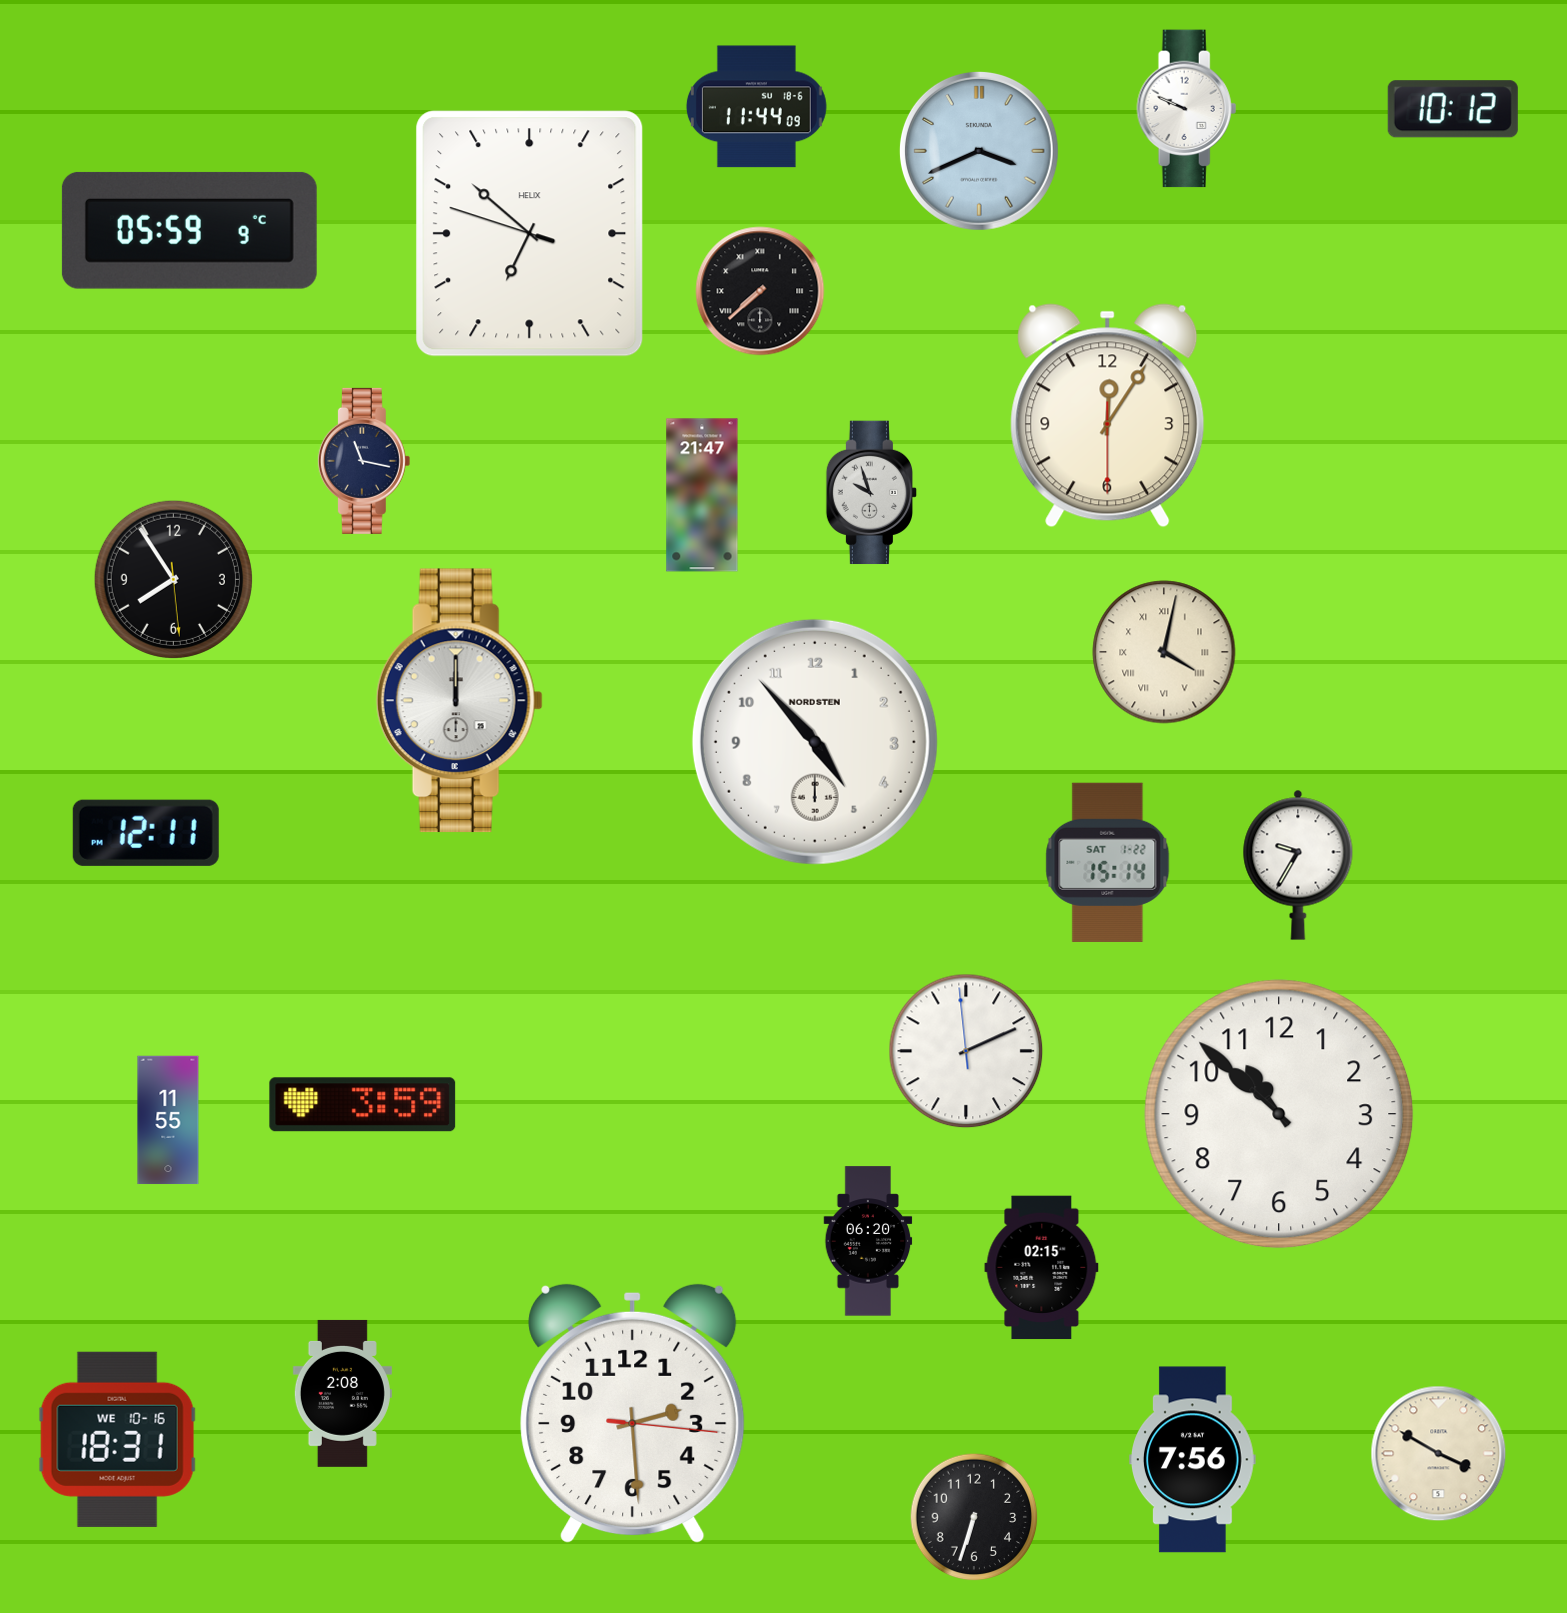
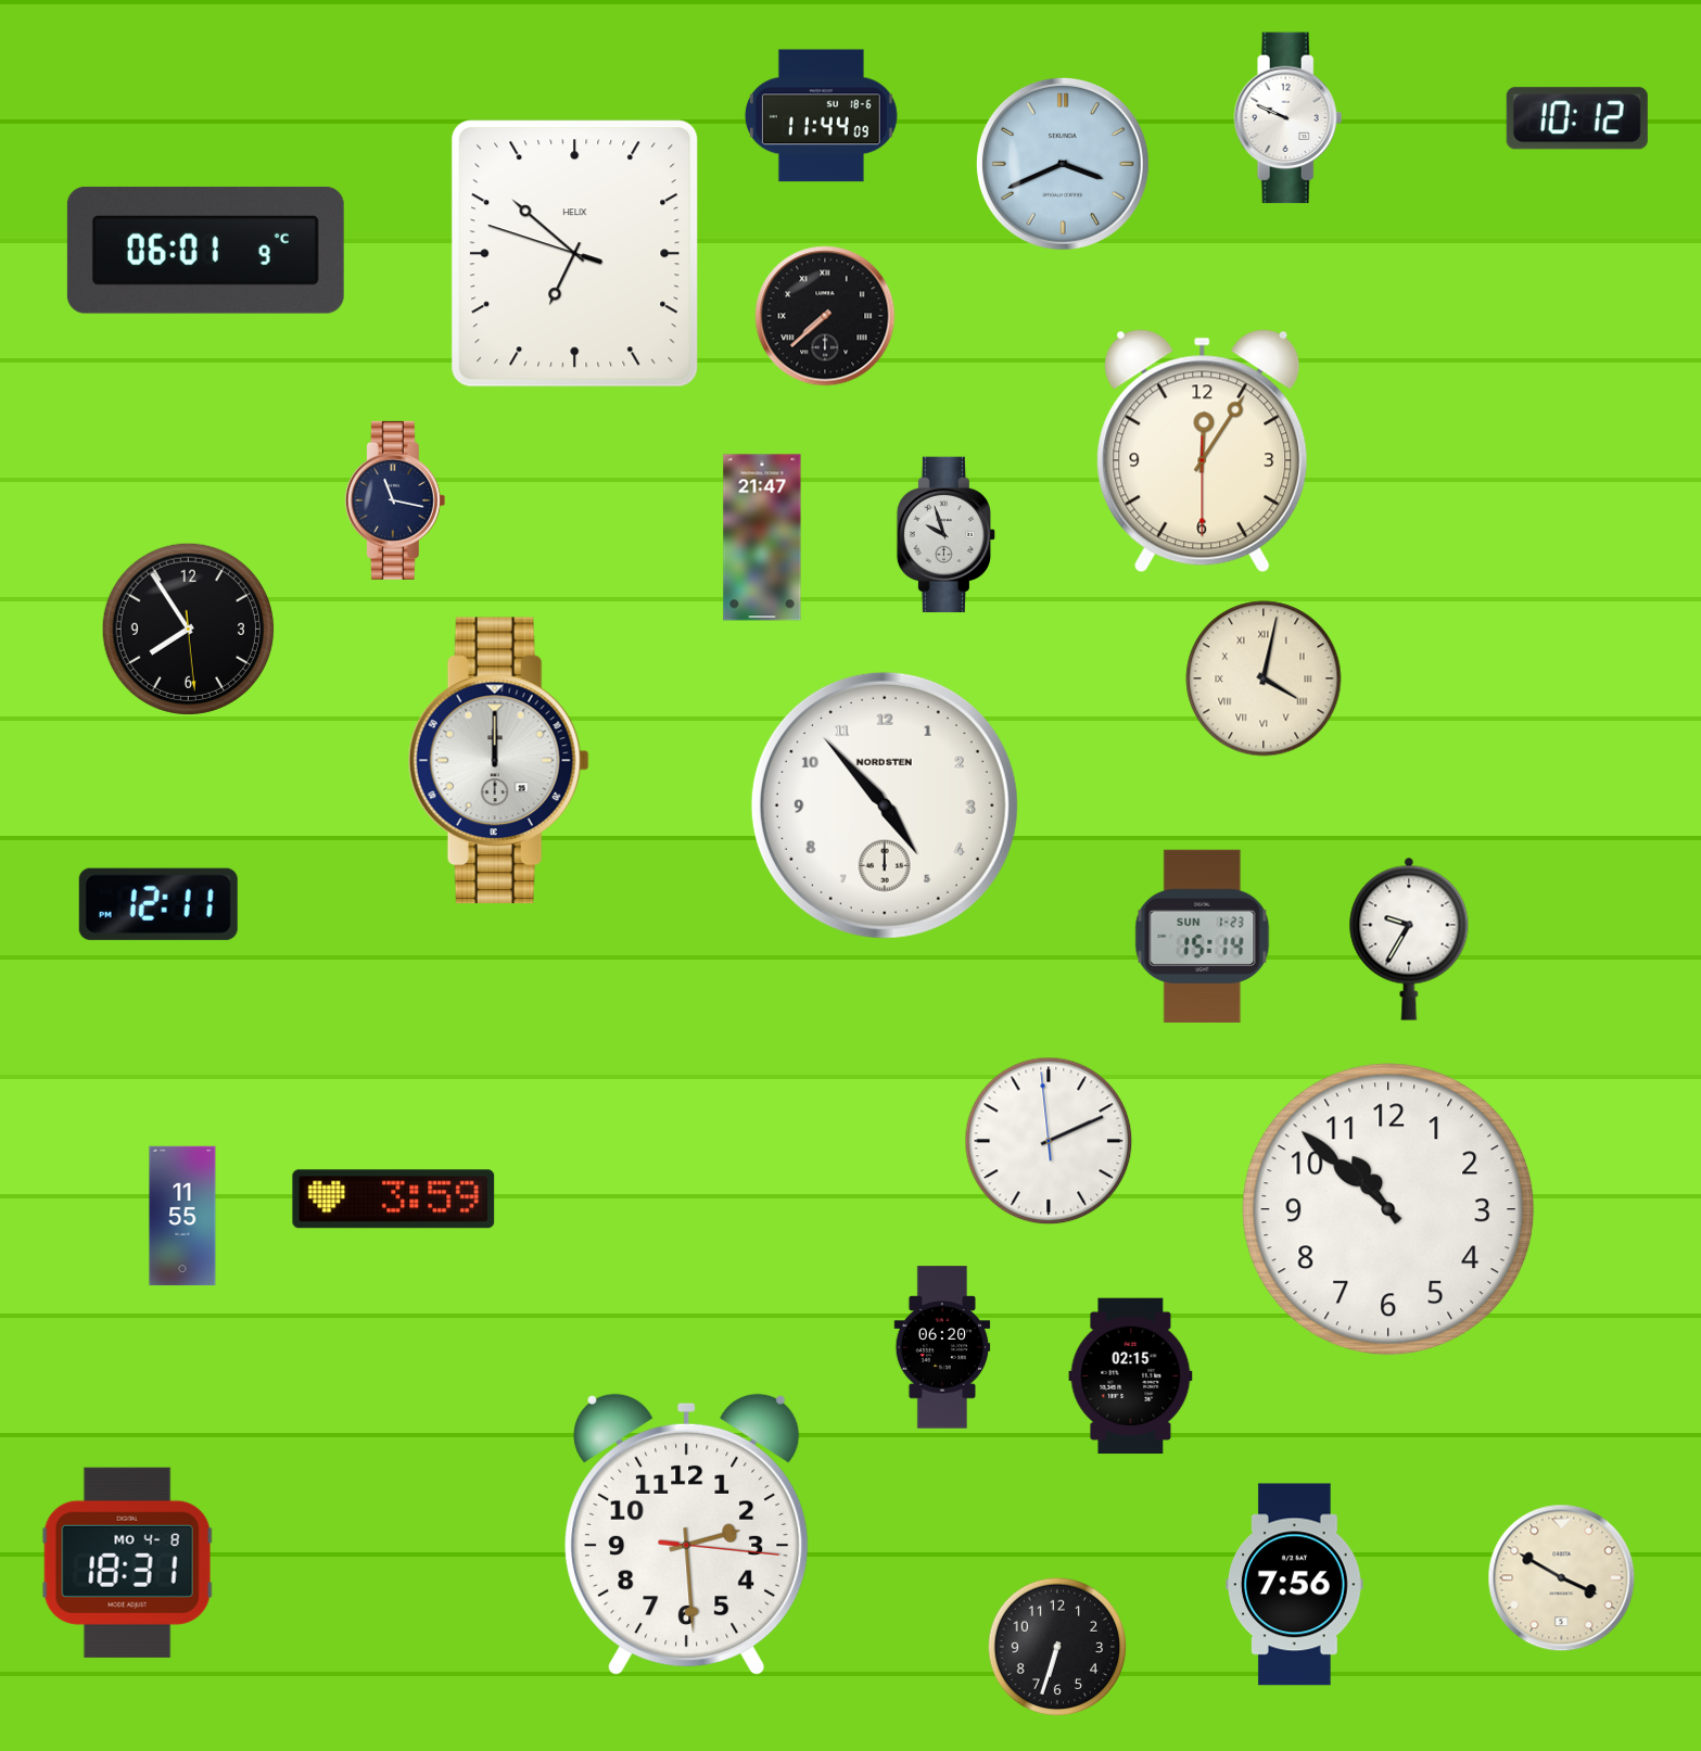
clock at (189, 230): 05:59 -> 06:01
clock at (1164, 652) position: (1164, 652) -> (1264, 678)
clock at (1108, 862) date: SAT 1-22 -> SUN 1-23
clock at (342, 1393): 2:08 -> none
clock at (117, 1439) date: WE 10-16 -> MO 4-8
